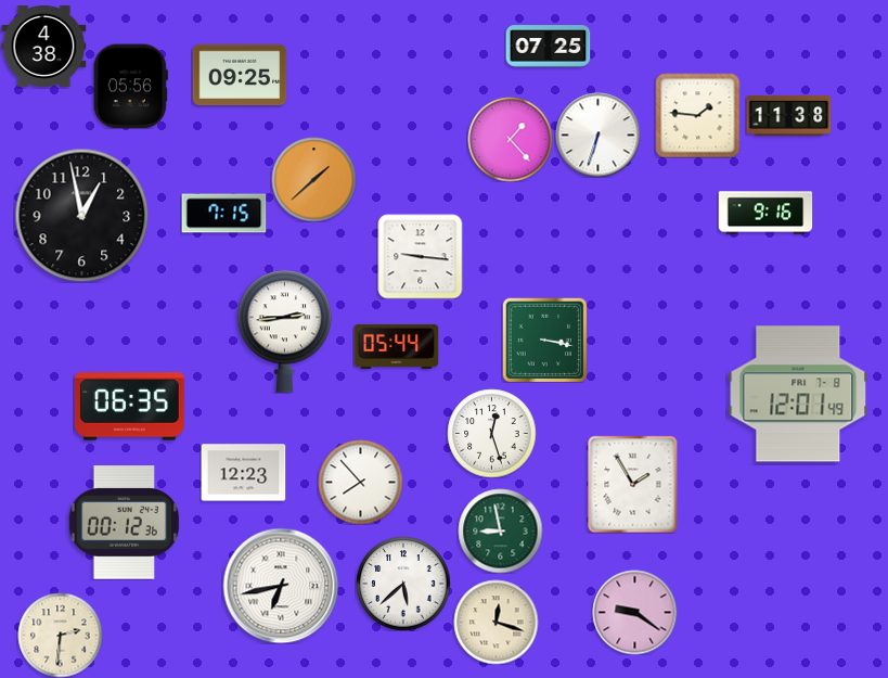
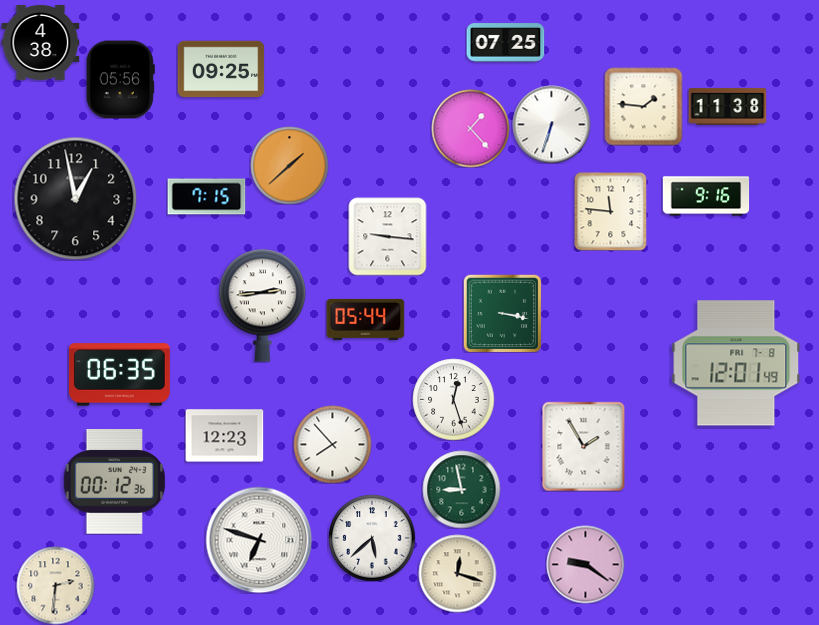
clock at (611, 211): none -> 11:46
clock at (281, 586): 6:43 -> 6:48
